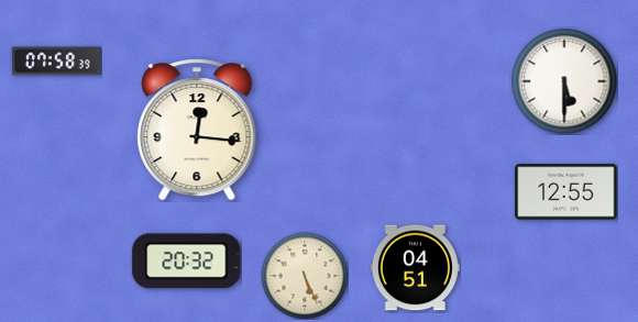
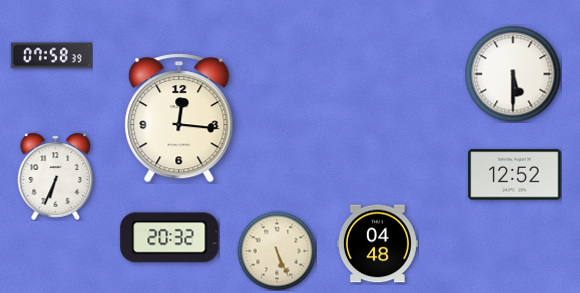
clock at (566, 192): 12:55 -> 12:52
clock at (56, 176): none -> 6:34
clock at (415, 268): 04:51 -> 04:48
